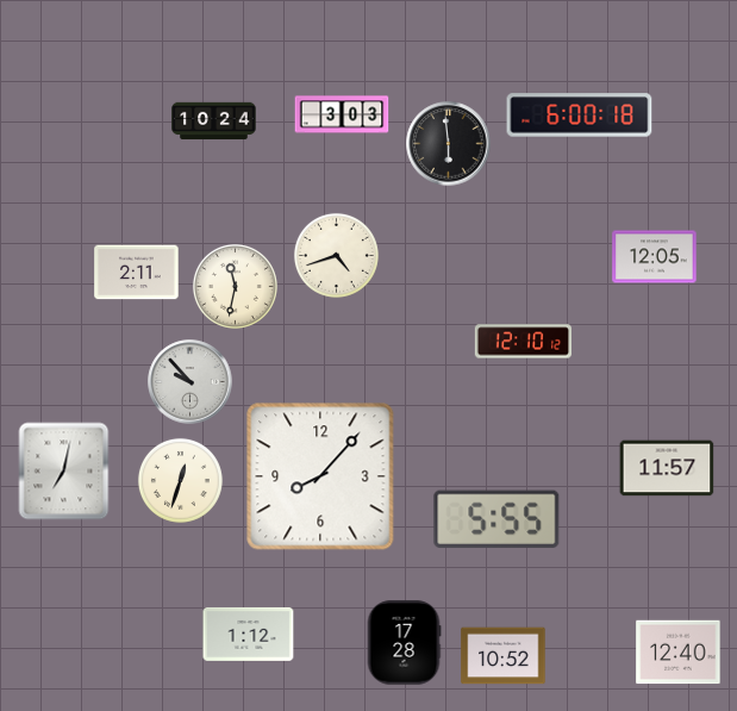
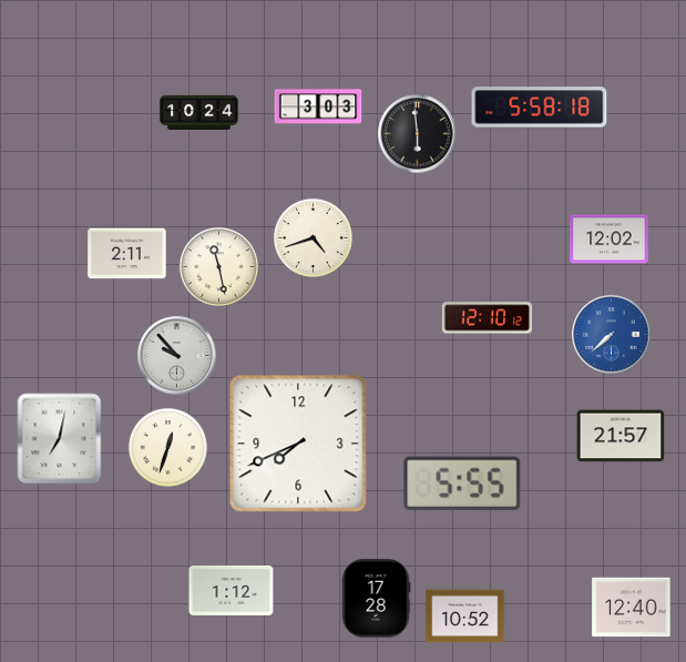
clock at (580, 116): 6:00 -> 5:58
clock at (655, 257): 12:05 -> 12:02
clock at (235, 286): 11:32 -> 11:28
clock at (612, 335): none -> 7:38
clock at (667, 468): 11:57 -> 21:57
clock at (320, 476): 8:07 -> 7:41
clock at (504, 656) position: (504, 656) -> (465, 617)
